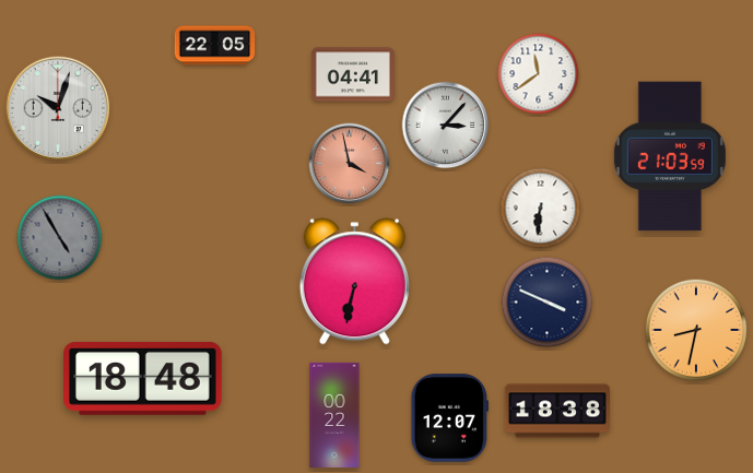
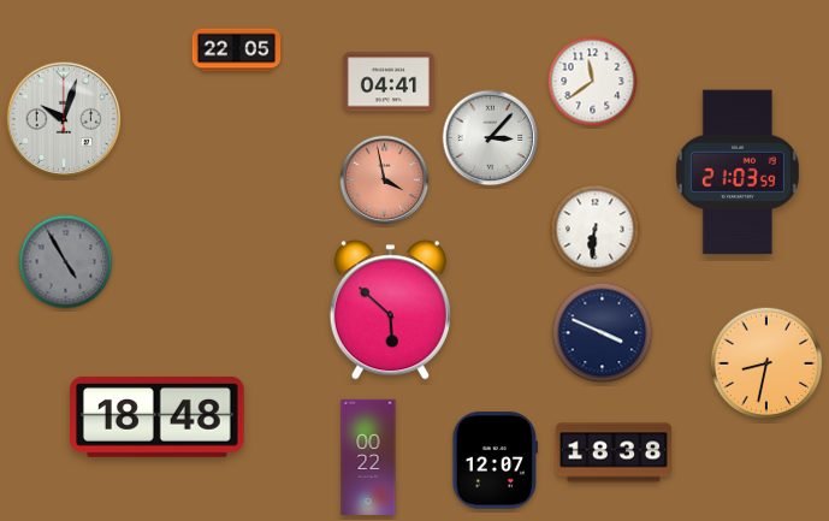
clock at (354, 282): 6:32 -> 5:52
